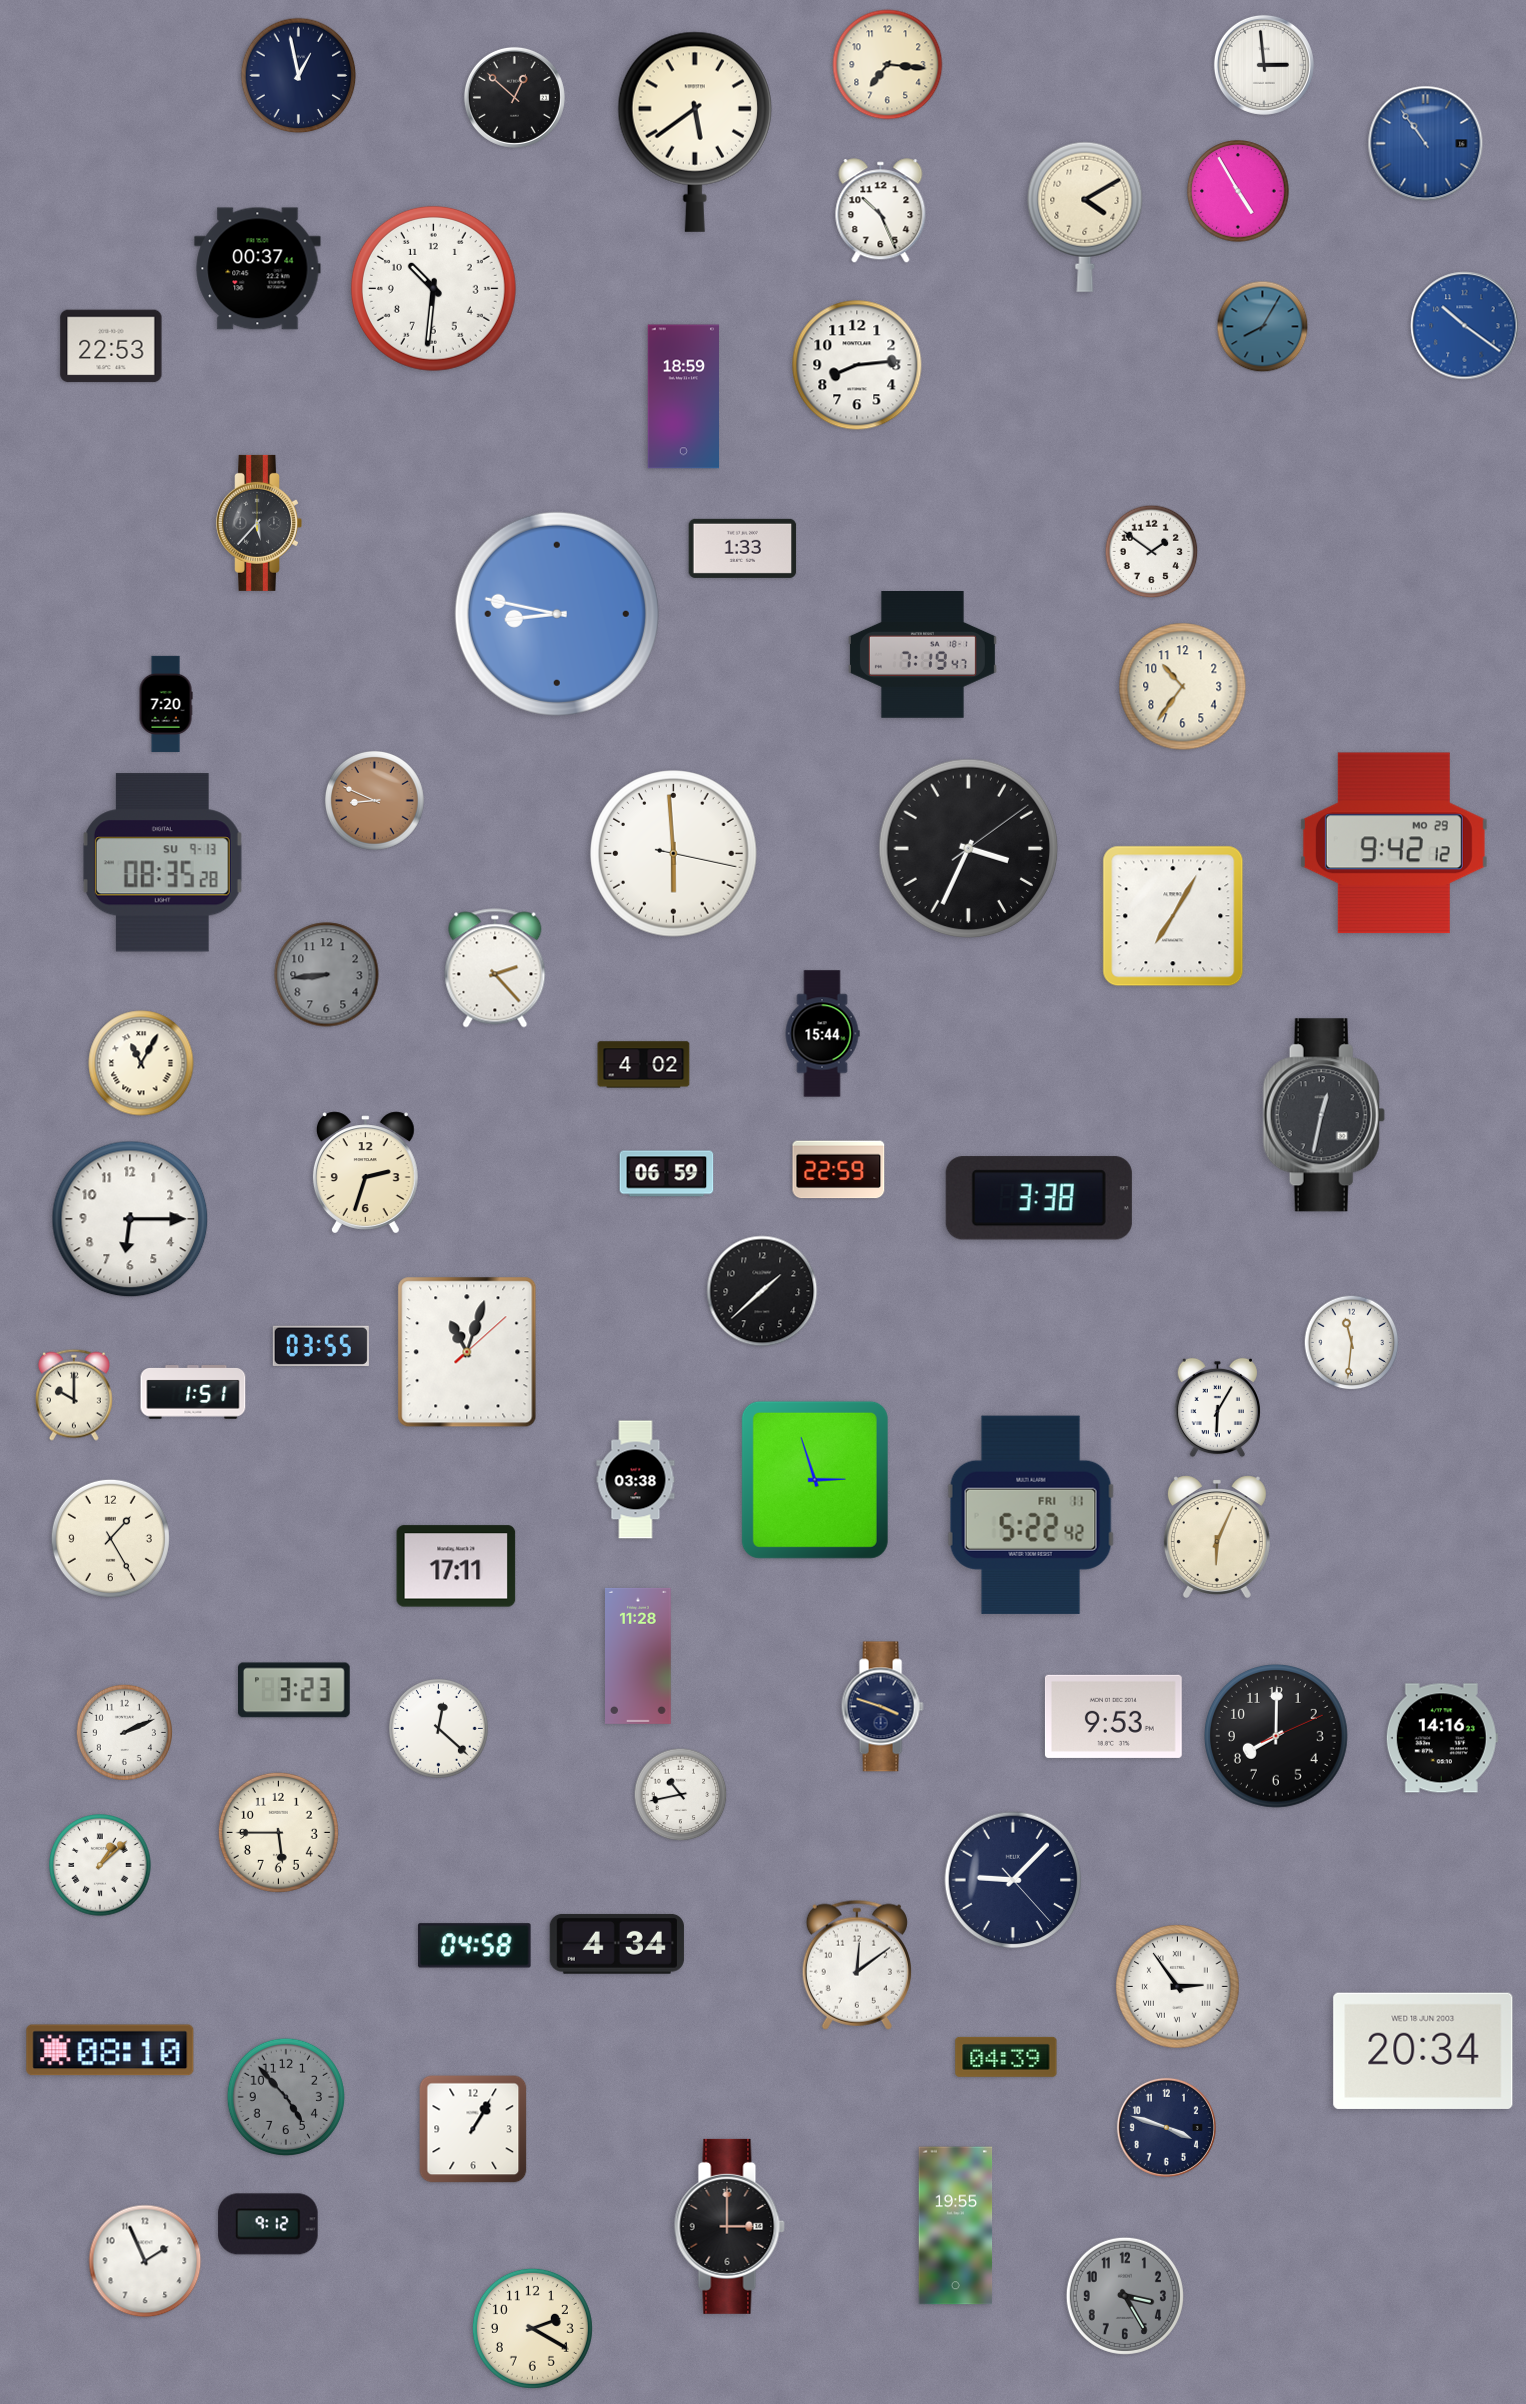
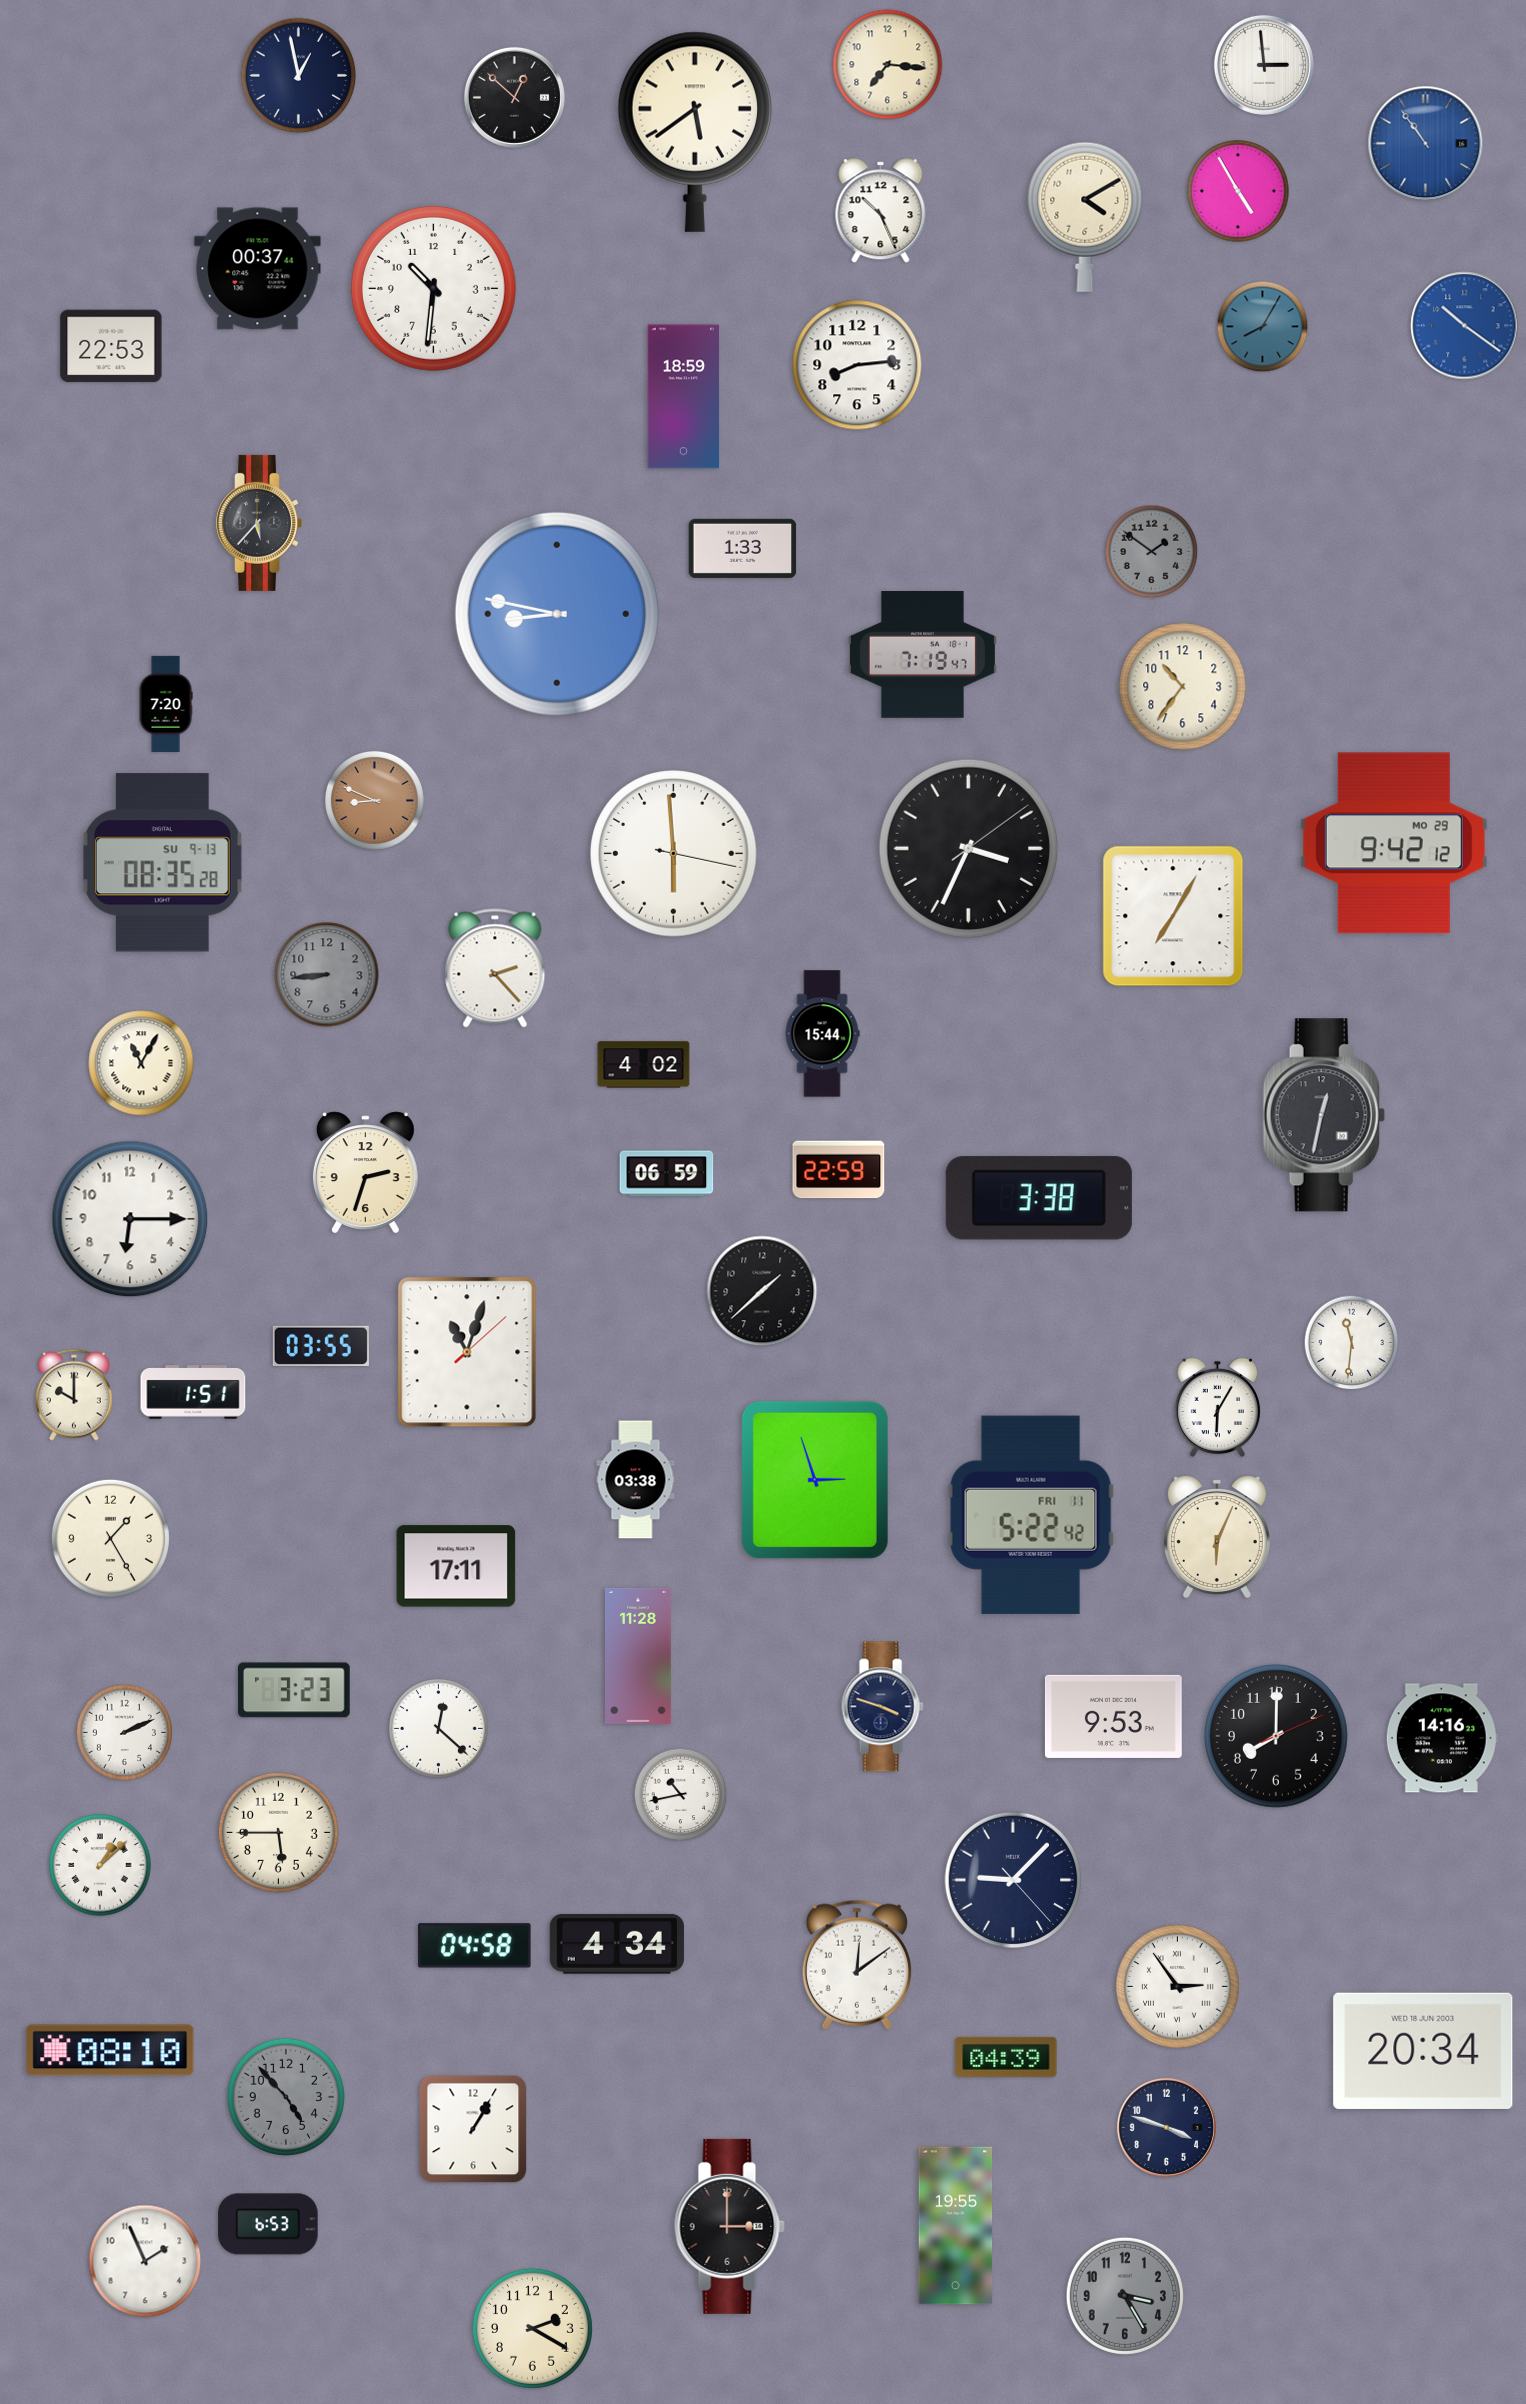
clock at (1152, 552) dial: white -> grey
clock at (268, 2224): 9:12 -> 6:53
